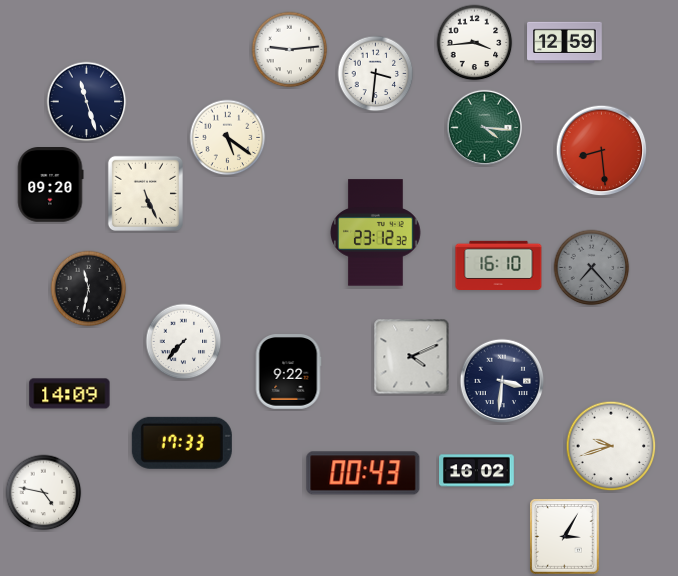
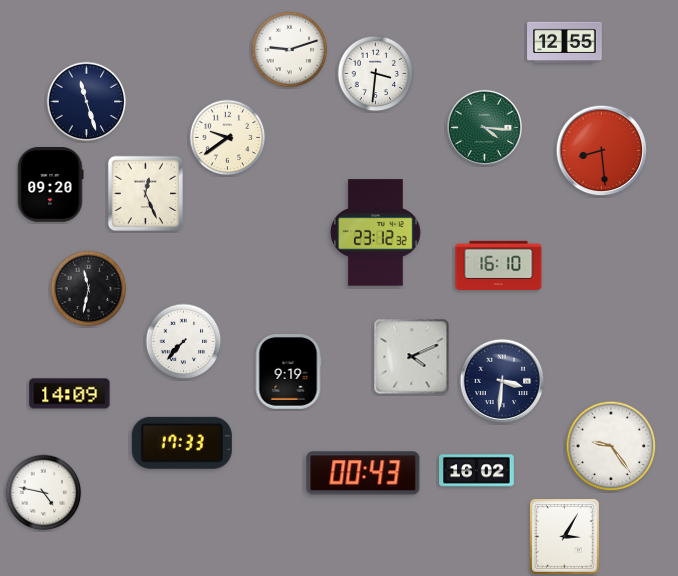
clock at (475, 43): 3:44 -> none
clock at (565, 43): 12:59 -> 12:55
clock at (290, 50): 9:14 -> 9:12
clock at (228, 138): 5:21 -> 9:39
clock at (145, 193): 5:26 -> 12:26
clock at (592, 268): 7:23 -> none
clock at (288, 372): 9:22 -> 9:19
clock at (611, 446): 9:42 -> 9:24
